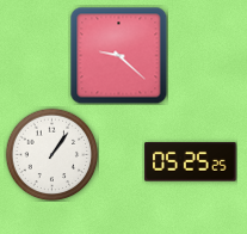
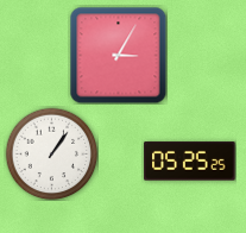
clock at (118, 55): 9:22 -> 3:05
